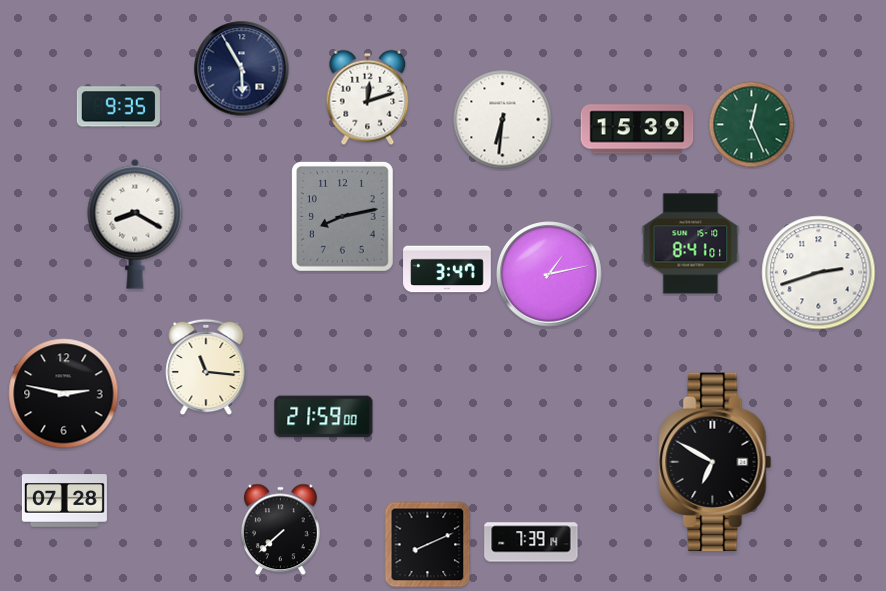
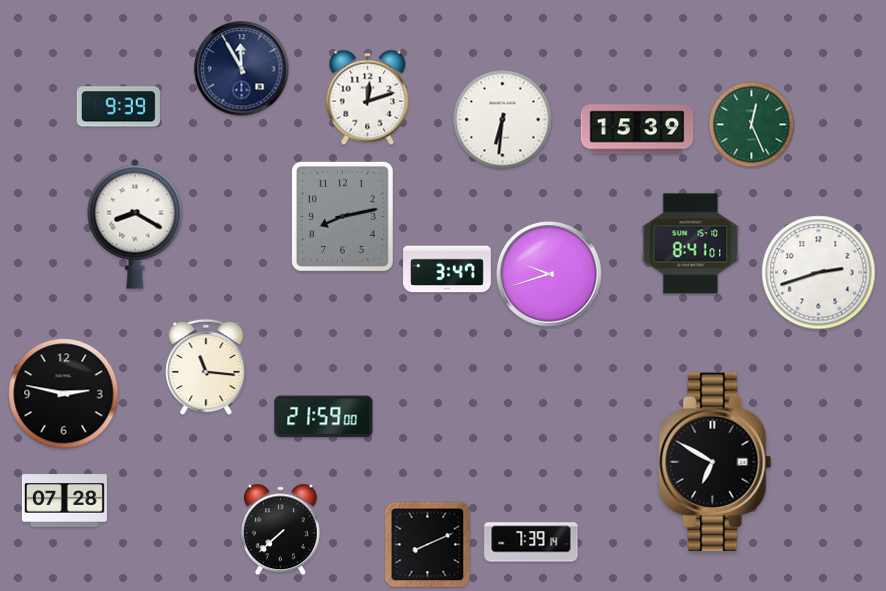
clock at (242, 69): 5:55 -> 11:55
clock at (118, 107): 9:35 -> 9:39
clock at (549, 274): 1:13 -> 9:42
